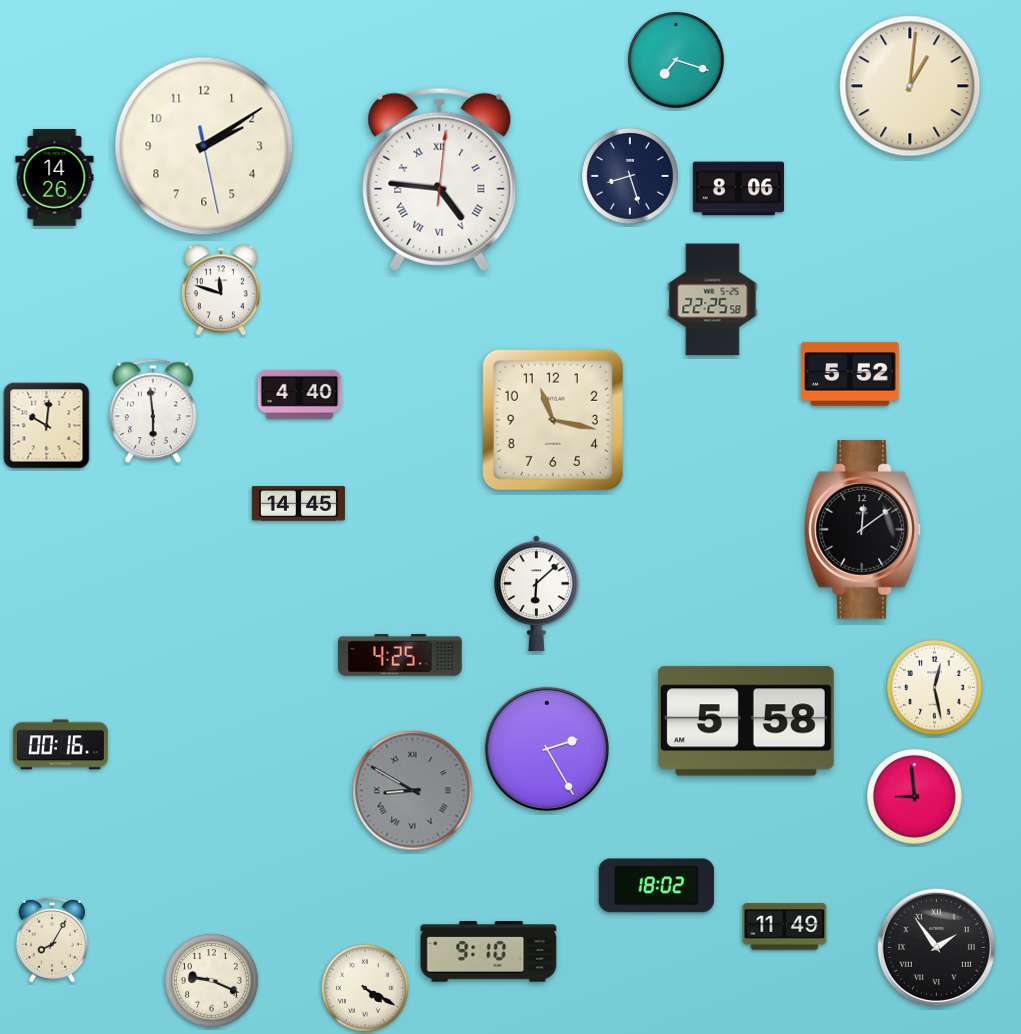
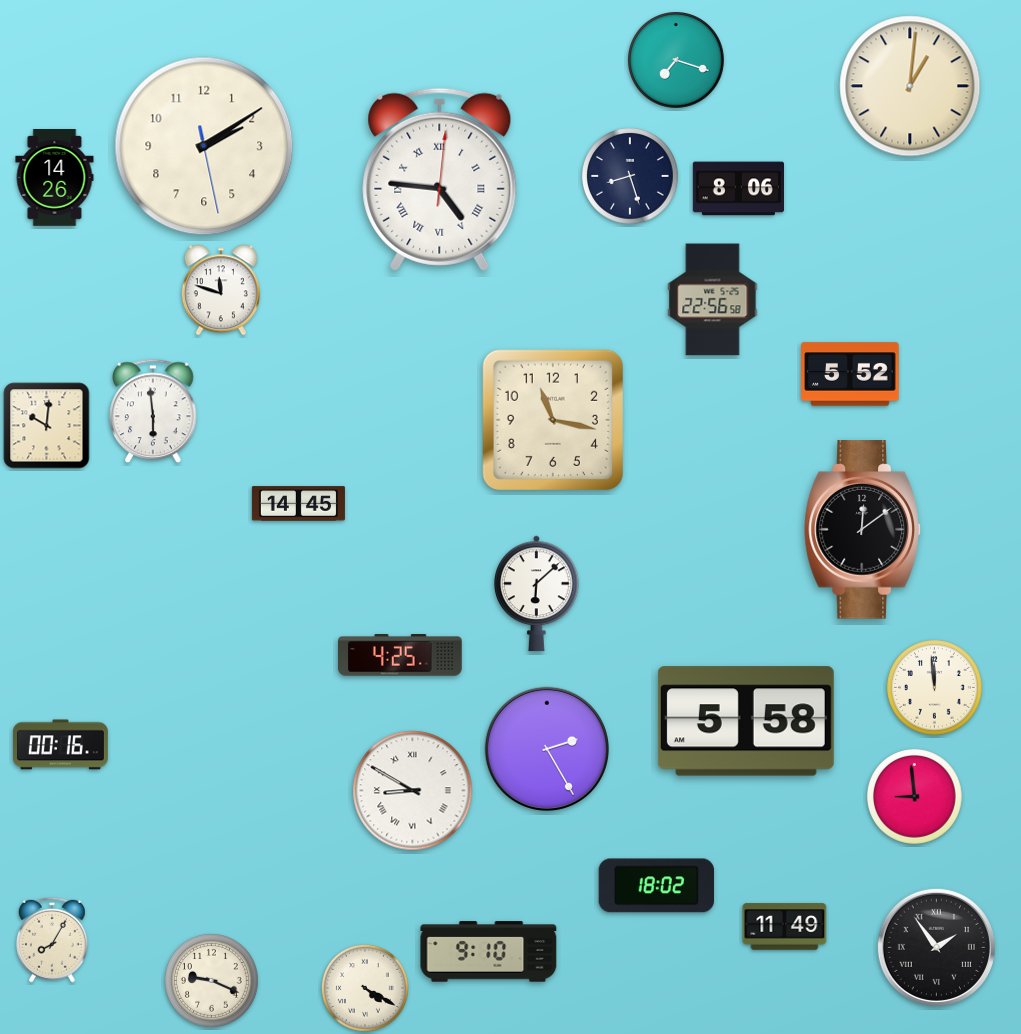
clock at (713, 300): 22:25 -> 22:56
clock at (300, 394): 4:40 -> none
clock at (935, 688): 12:28 -> 11:59
clock at (413, 791) dial: grey -> white
